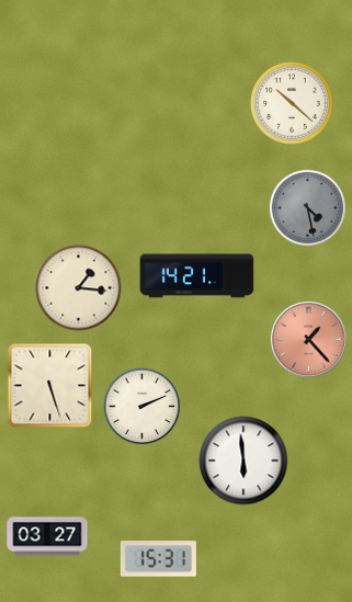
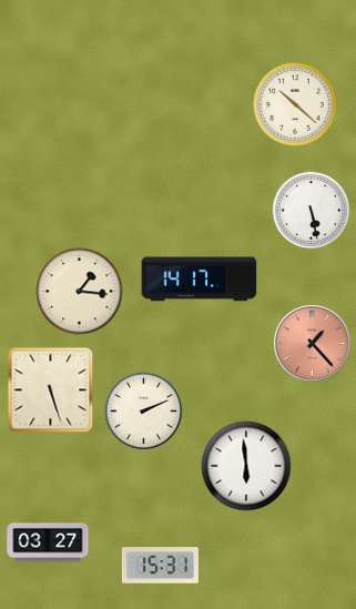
clock at (308, 208): 4:28 -> 5:28
clock at (308, 208) dial: grey -> white
clock at (197, 276): 14:21 -> 14:17
